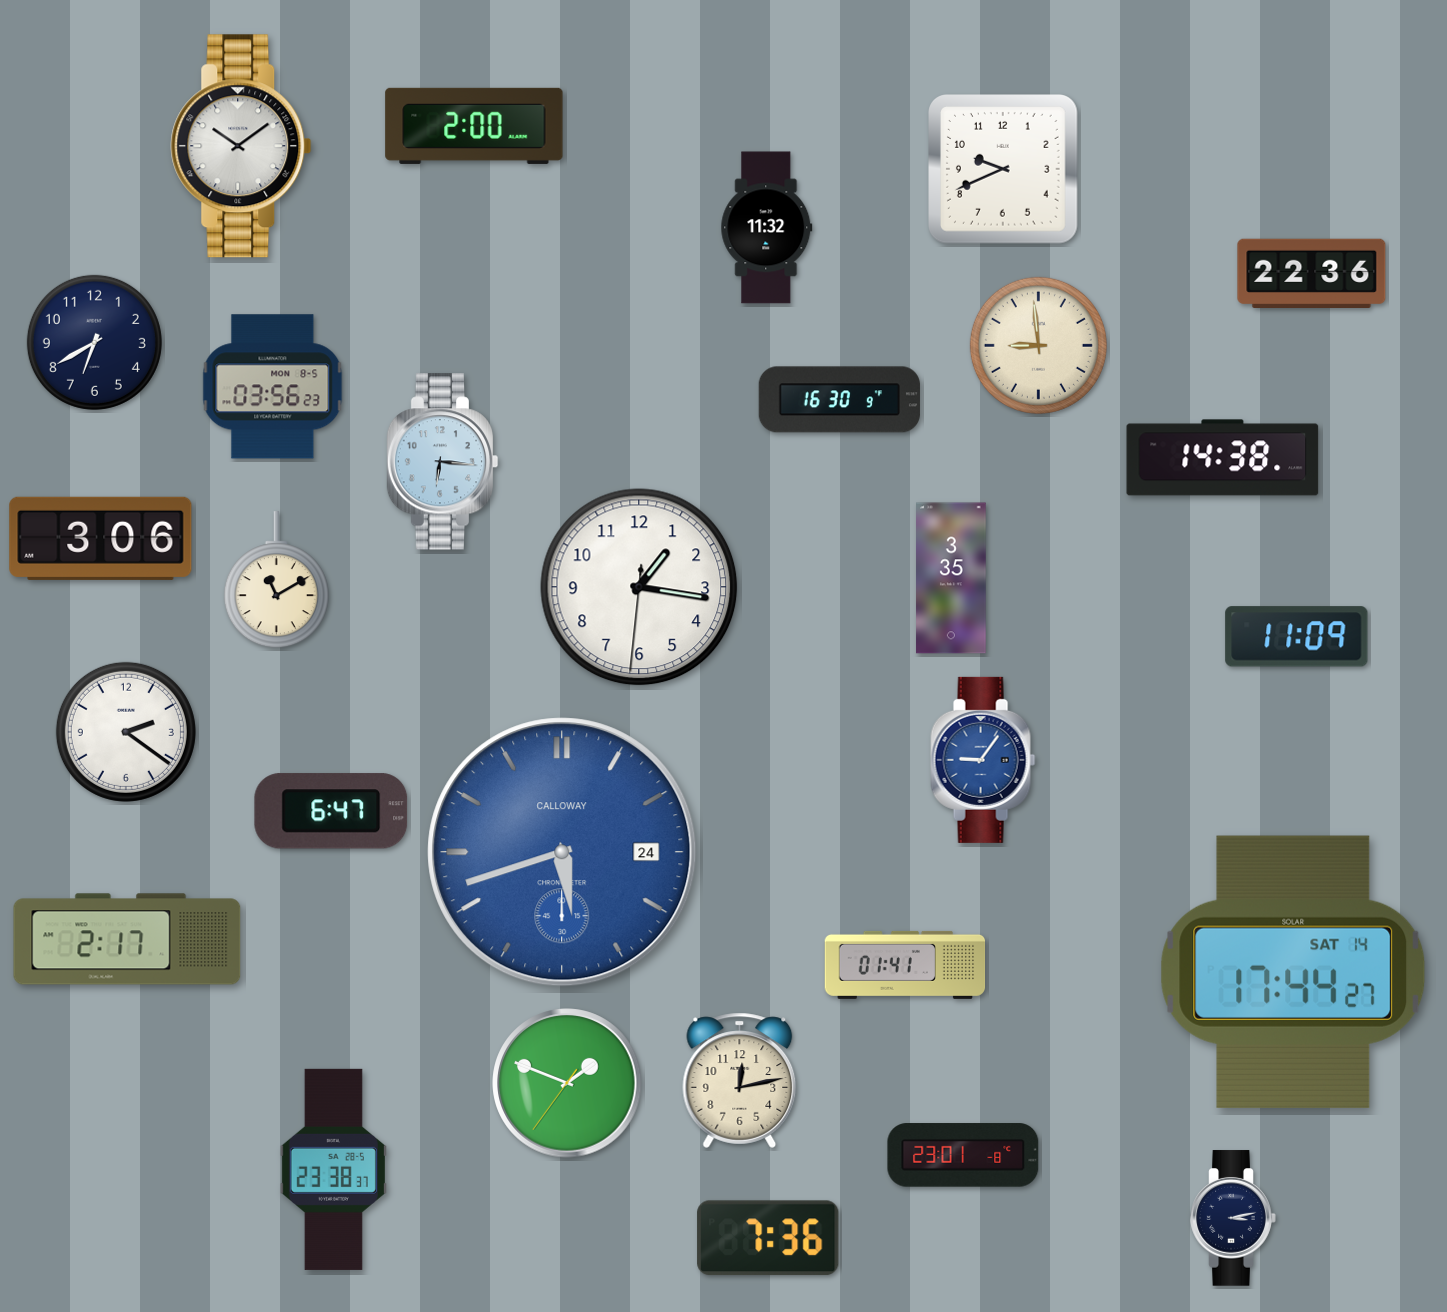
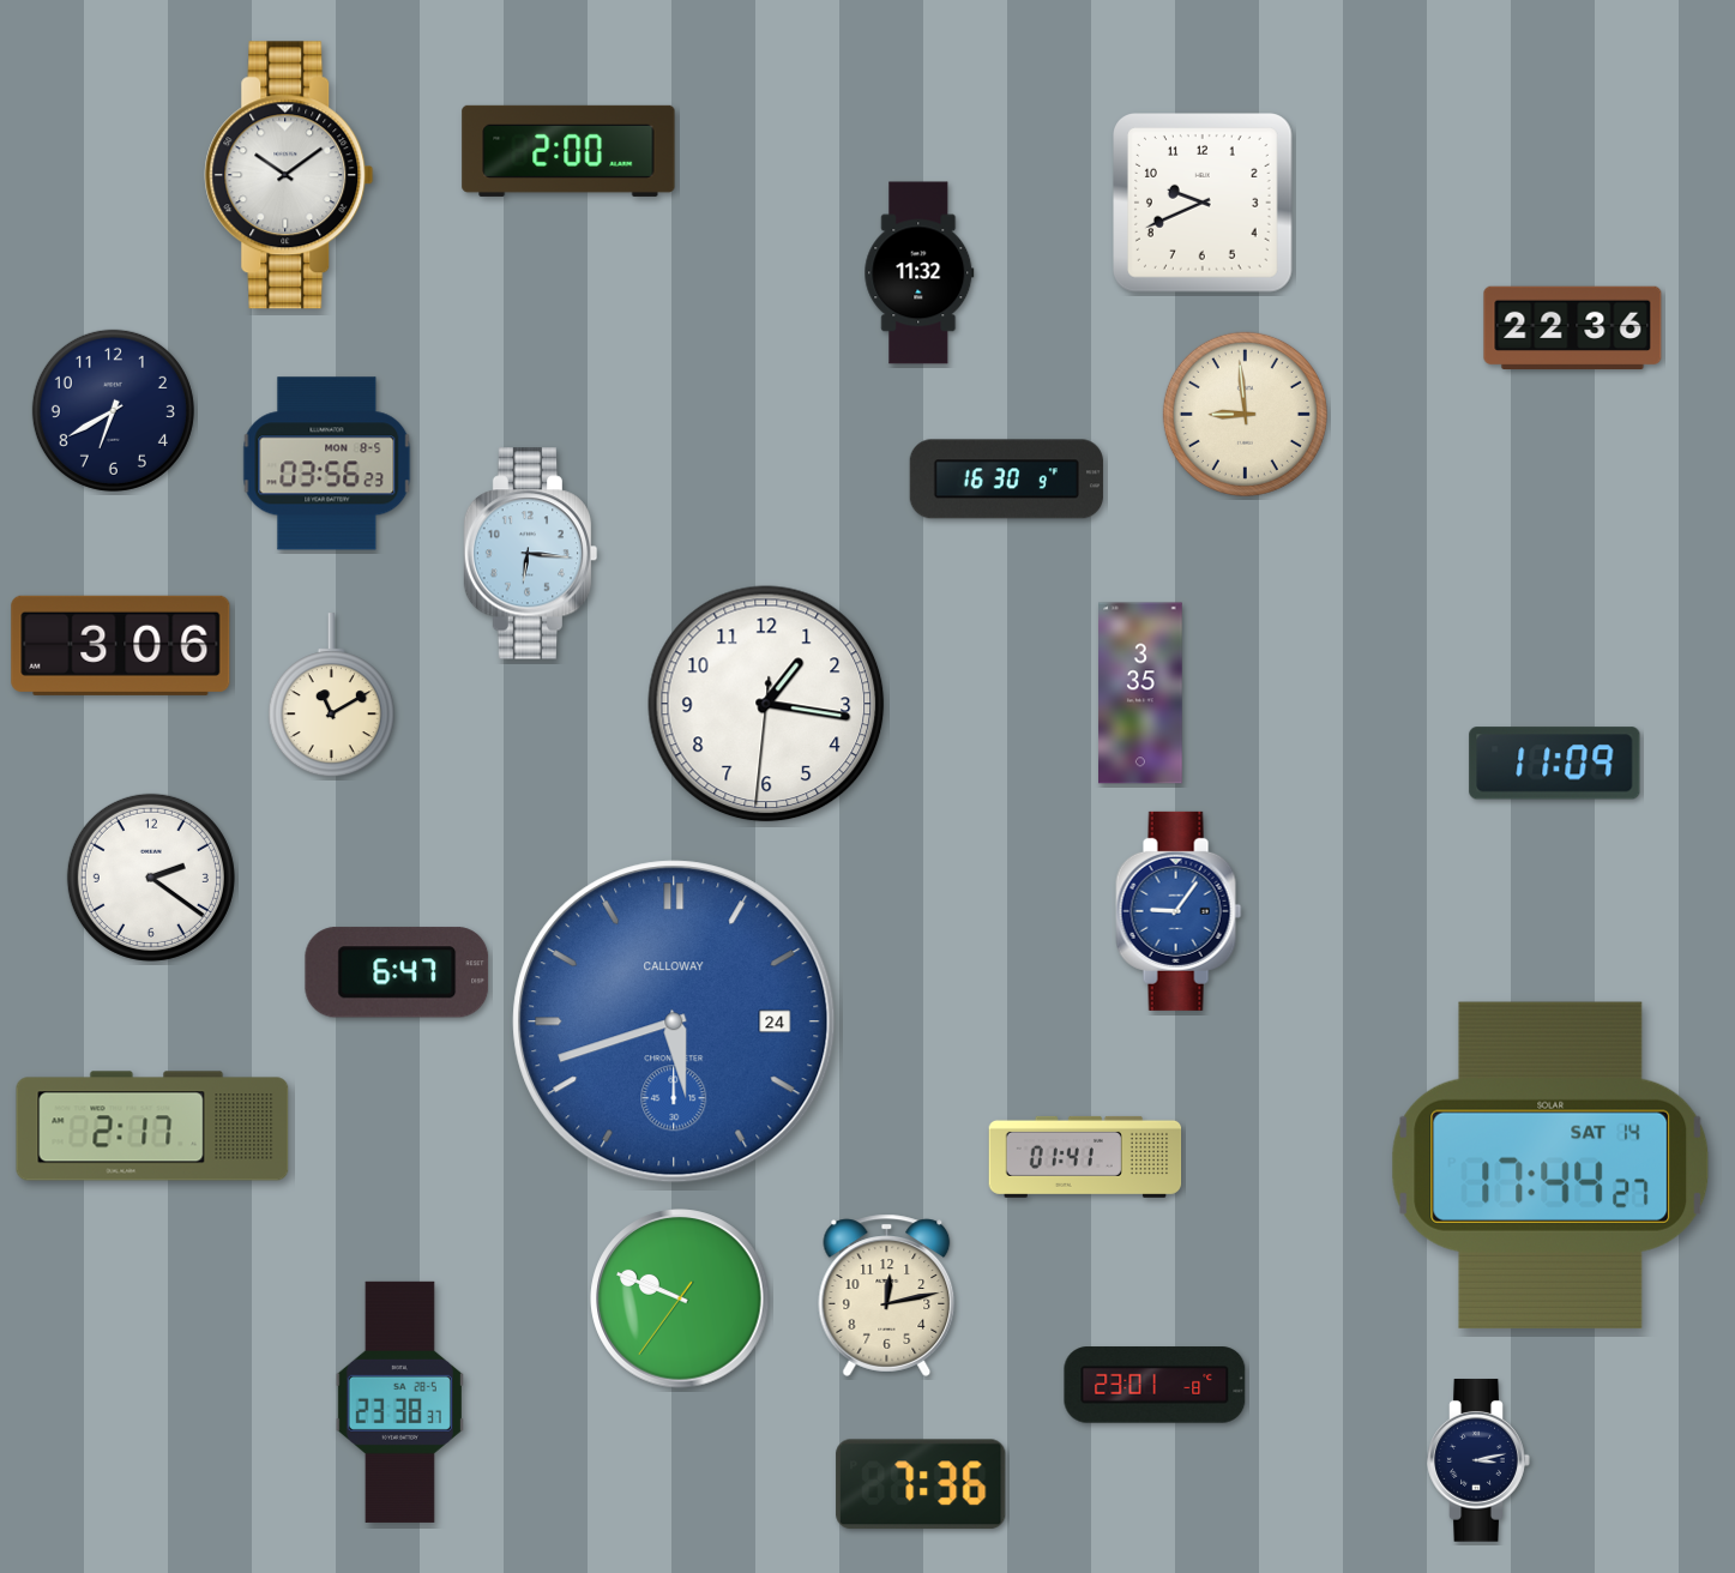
clock at (1223, 458): 14:38 -> none
clock at (567, 1083): 1:48 -> 9:48
